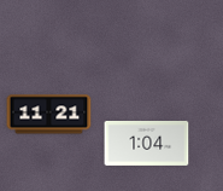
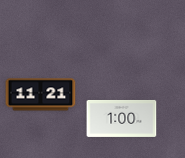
clock at (147, 143): 1:04 -> 1:00
